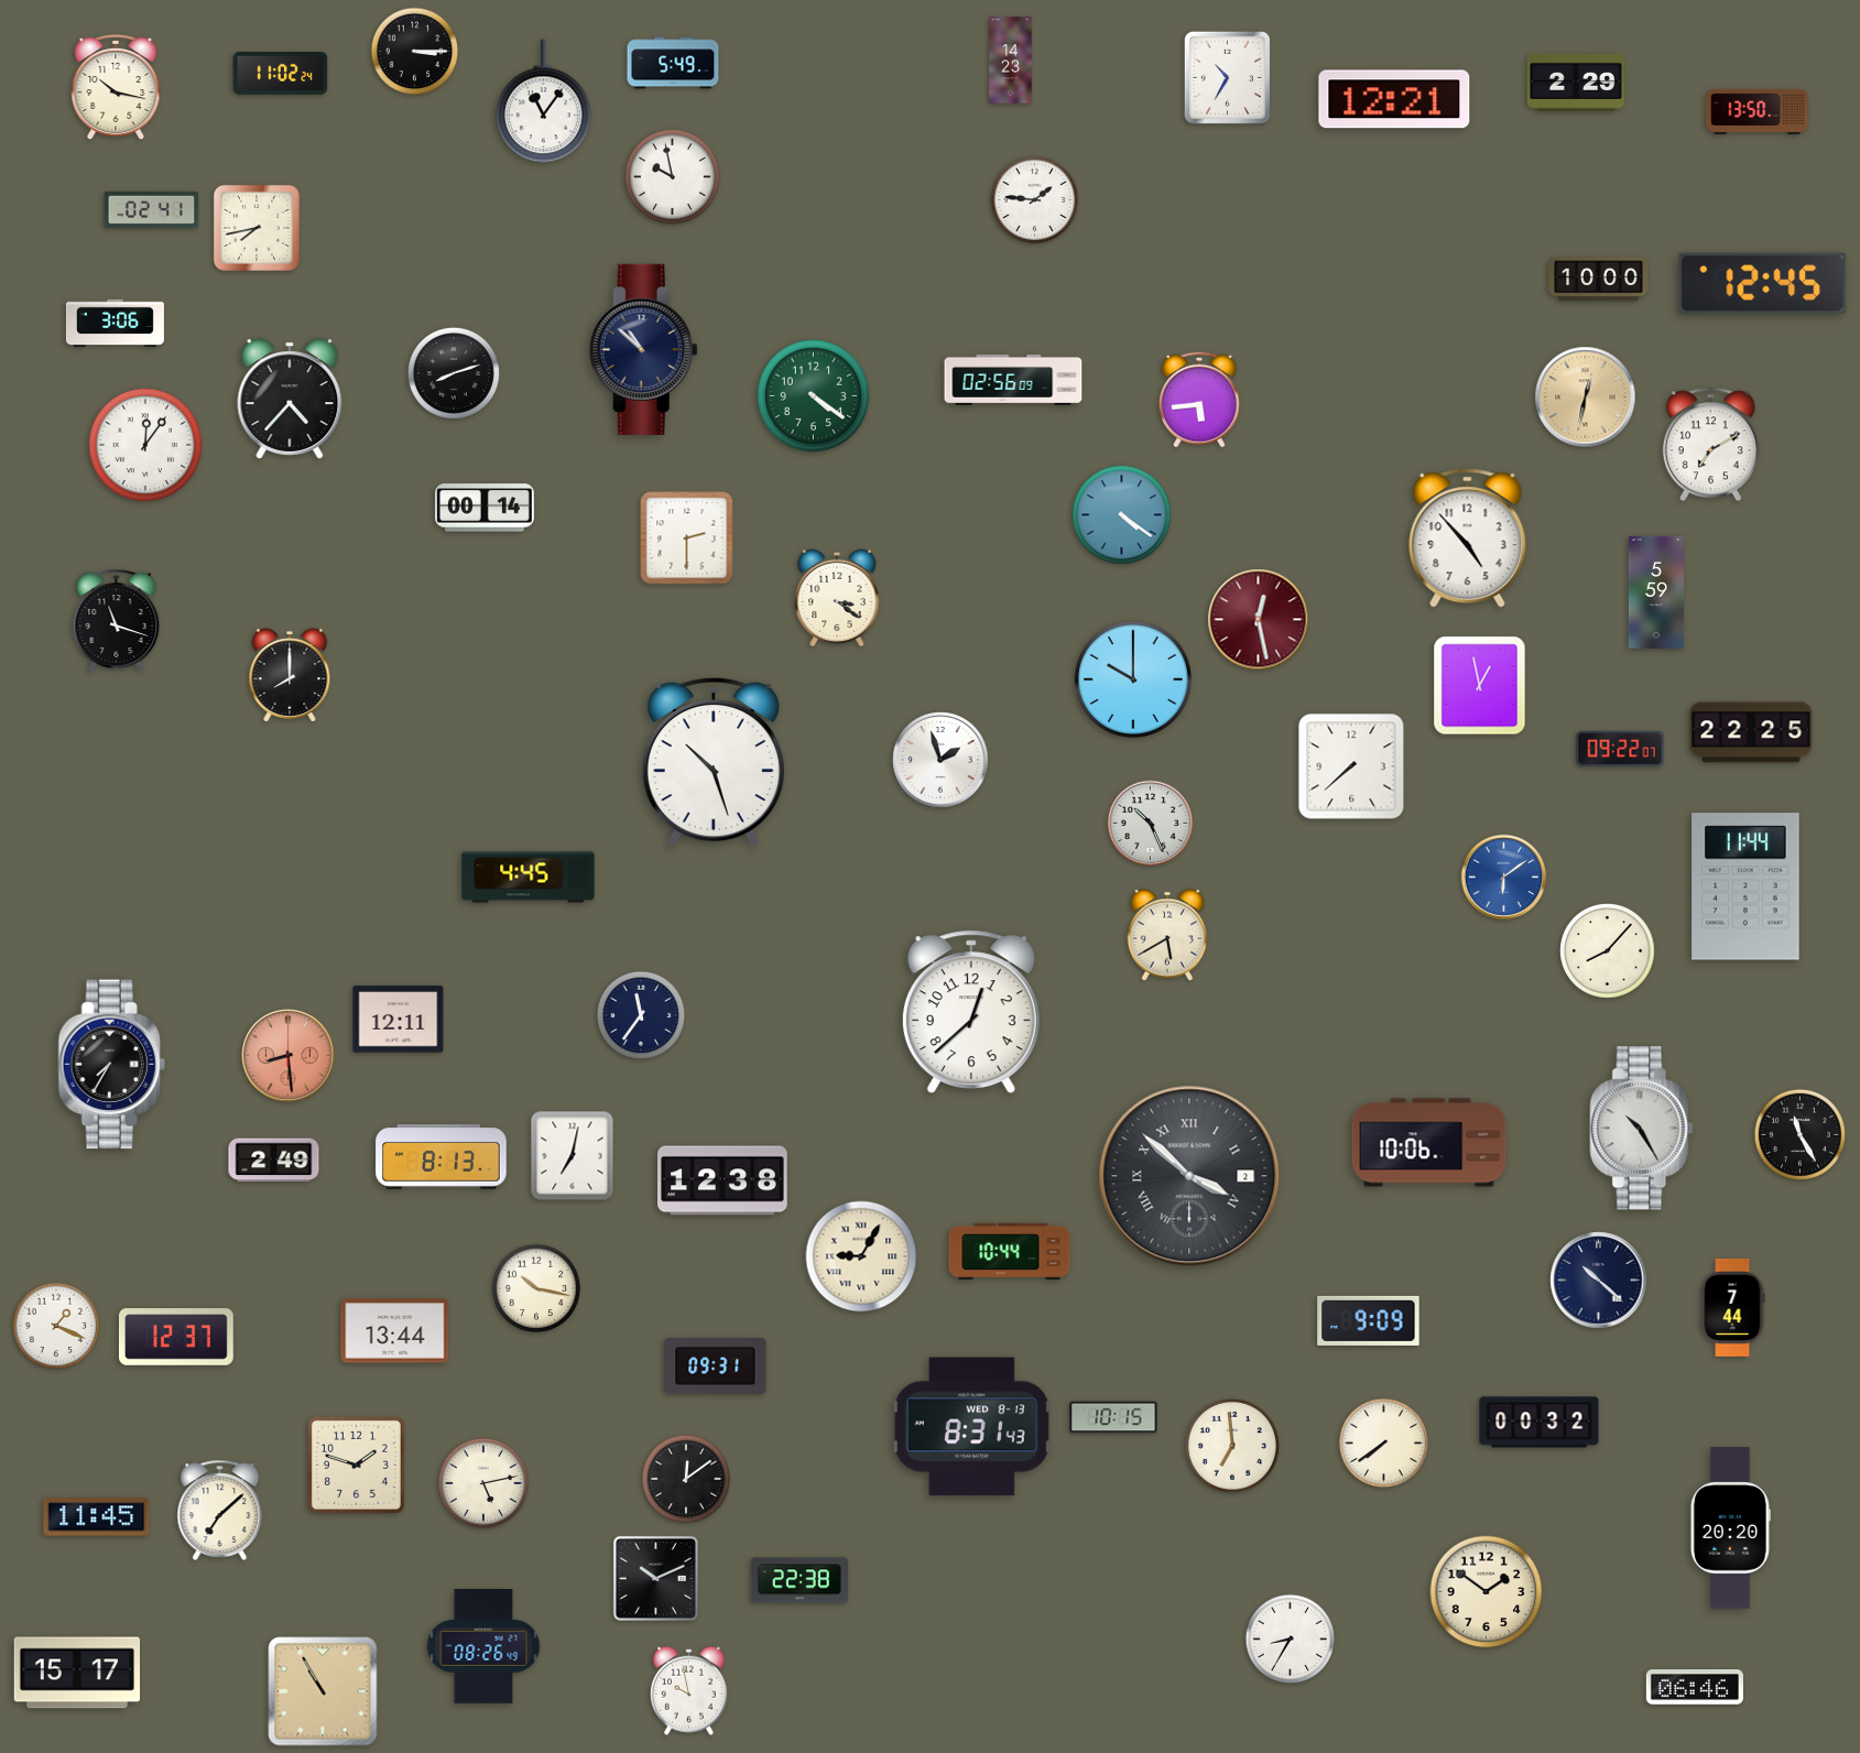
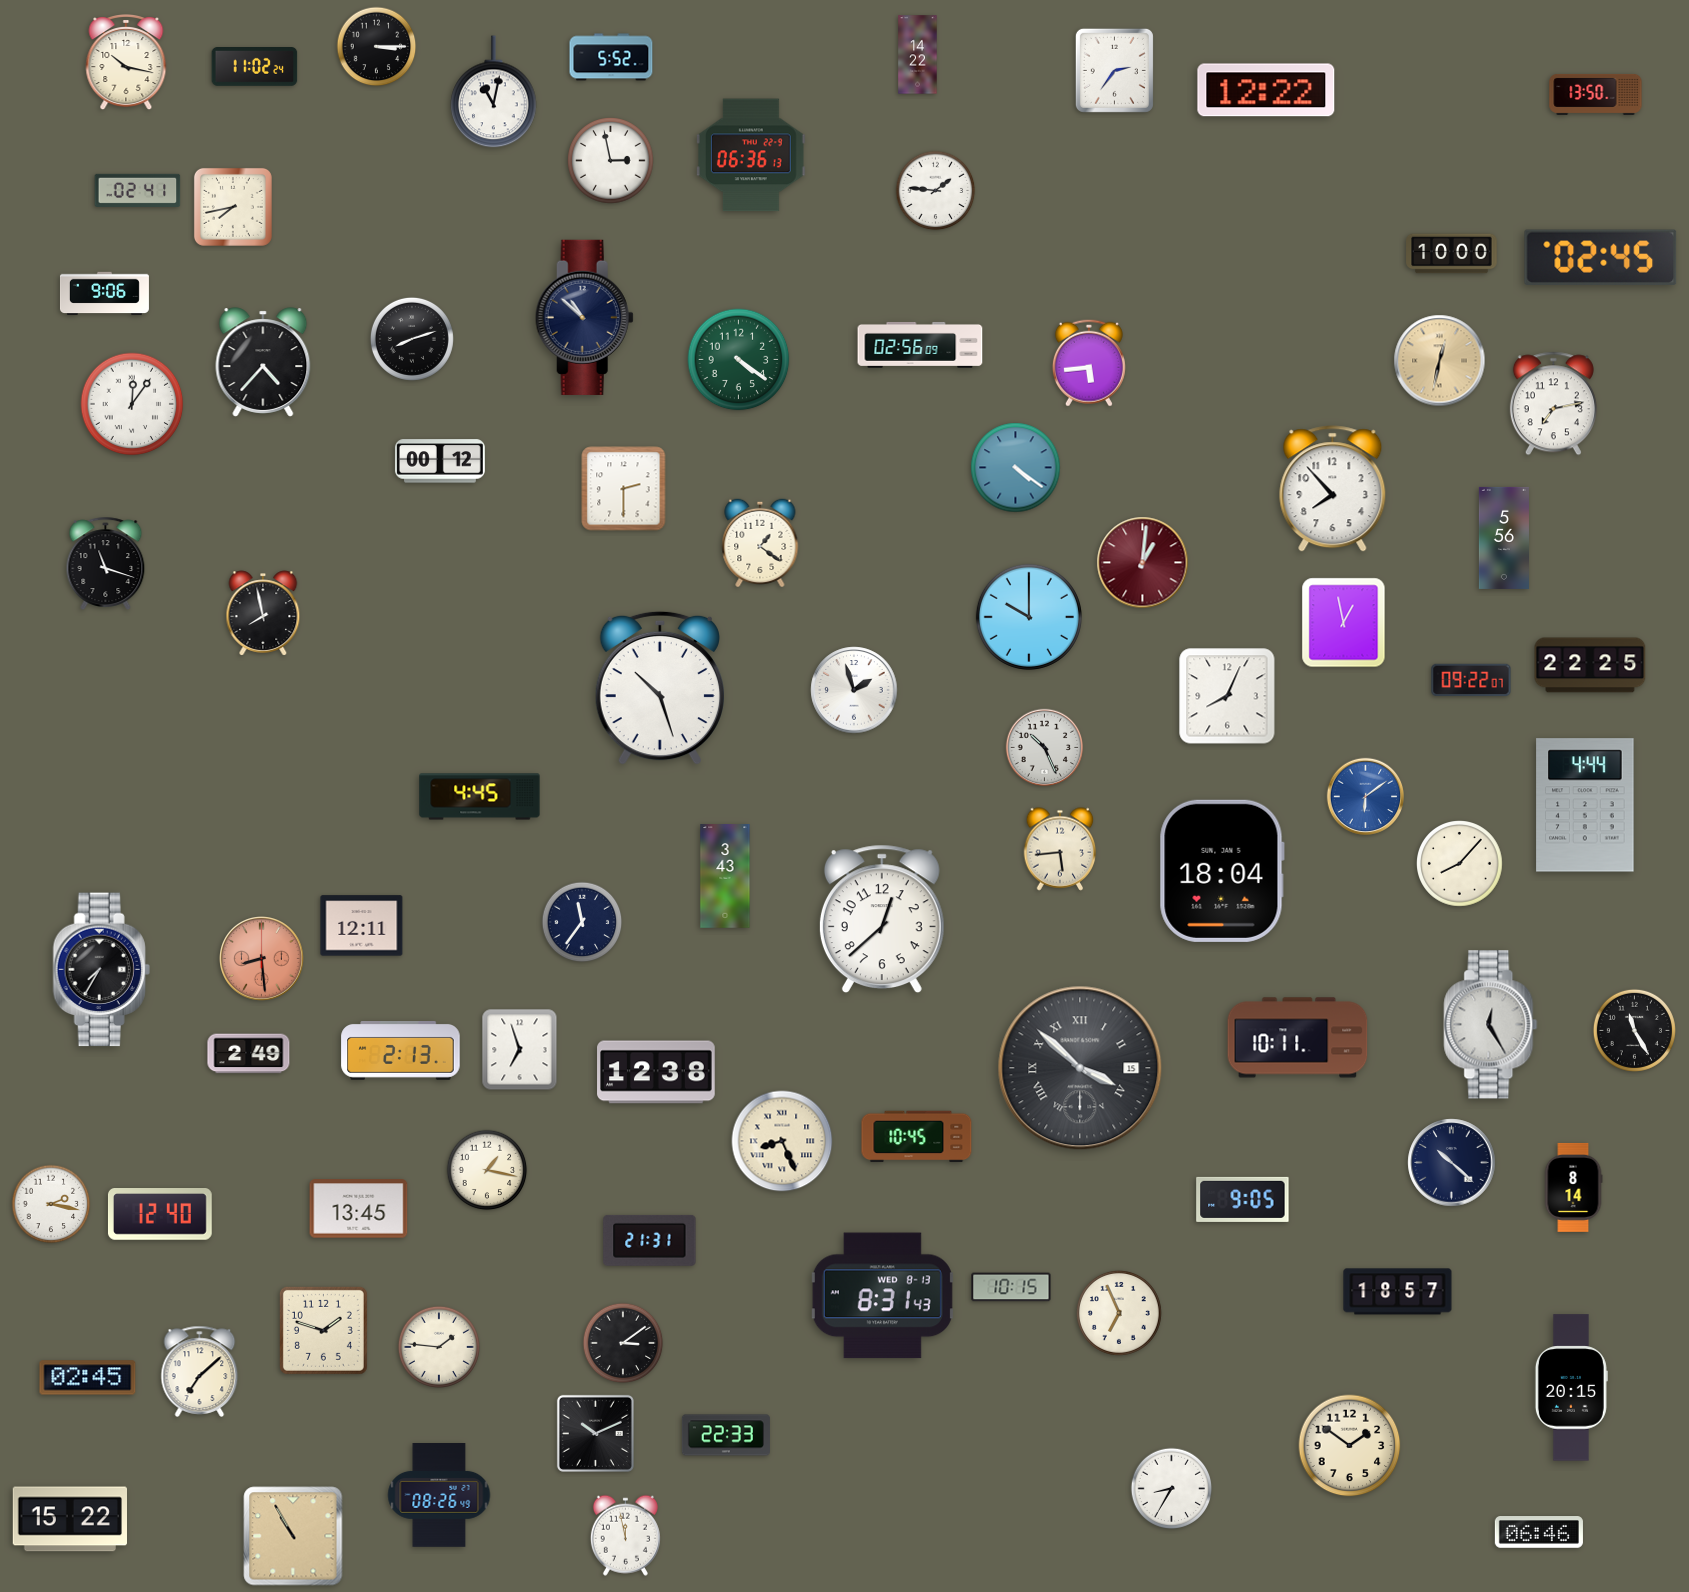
clock at (1011, 61): 14:23 -> 14:22
clock at (673, 63): 5:49 -> 5:52
clock at (1227, 77): 10:35 -> 2:36
clock at (1576, 83): 2:29 -> none
clock at (116, 88) position: (116, 88) -> (126, 63)
clock at (1394, 99): 12:21 -> 12:22
clock at (544, 101): 11:06 -> 11:02
clock at (1758, 111) position: (1758, 111) -> (1596, 94)
clock at (751, 155): none -> 06:36
clock at (673, 177): 9:58 -> 2:58
clock at (1035, 200) position: (1035, 200) -> (936, 191)
clock at (1763, 283): 12:45 -> 02:45
clock at (115, 324): 3:06 -> 9:06
clock at (1710, 445): 7:10 -> 7:13
clock at (485, 508): 00:14 -> 00:12
clock at (1122, 515) position: (1122, 515) -> (1016, 468)
clock at (1468, 538): 4:53 -> 7:53
clock at (1656, 592): 5:59 -> 5:56
clock at (837, 598): 3:21 -> 1:21
clock at (1259, 620): 12:28 -> 1:01
clock at (290, 675): 8:00 -> 7:58
clock at (714, 762) position: (714, 762) -> (660, 688)
clock at (1351, 766): 7:38 -> 8:04
clock at (1745, 886): 11:44 -> 4:44
clock at (1167, 935): 5:40 -> 5:44
clock at (1222, 871): none -> 18:04
clock at (725, 876): none -> 3:43
clock at (111, 1065) position: (111, 1065) -> (101, 970)
clock at (1642, 1129): 10:25 -> 12:25
clock at (1429, 1143): 10:06 -> 10:11
clock at (573, 1156): 7:02 -> 6:57
clock at (442, 1157): 8:13 -> 2:13
clock at (1189, 1176) date: 2 -> 15
clock at (1010, 1252): 10:44 -> 10:45
clock at (861, 1256): 9:05 -> 8:26
clock at (536, 1288): 10:17 -> 1:17
clock at (1732, 1307): 7:44 -> 8:14
clock at (1369, 1320): 9:09 -> 9:05
clock at (56, 1326): 1:19 -> 2:17
clock at (395, 1331): 13:44 -> 13:45
clock at (176, 1338): 12:37 -> 12:40
clock at (716, 1365): 09:31 -> 21:31
clock at (1540, 1423): 00:32 -> 18:57
clock at (1384, 1444): 7:39 -> none
clock at (1232, 1446): 6:59 -> 6:56
clock at (686, 1479): 12:09 -> 3:09
clock at (482, 1482): 5:13 -> 1:46
clock at (97, 1517): 11:45 -> 02:45
clock at (1730, 1528): 20:20 -> 20:15
clock at (800, 1580): 22:38 -> 22:33
clock at (76, 1673): 15:17 -> 15:22
clock at (688, 1690): 9:58 -> 11:58
